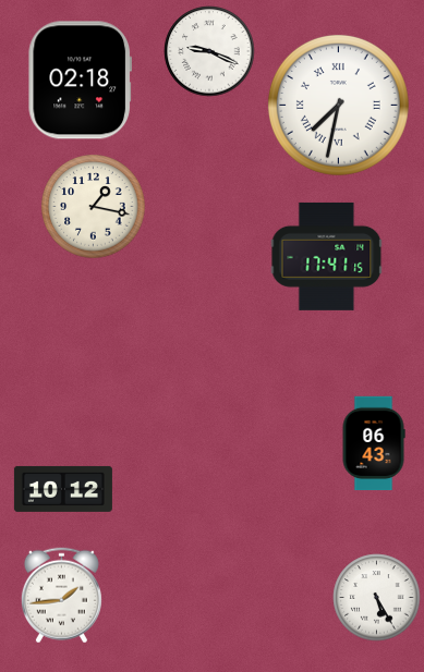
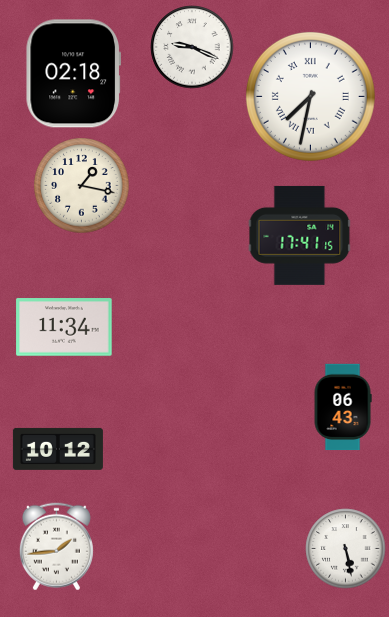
clock at (94, 207) position: (94, 207) -> (82, 186)
clock at (64, 327): none -> 11:34
clock at (377, 598): 5:25 -> 5:28
